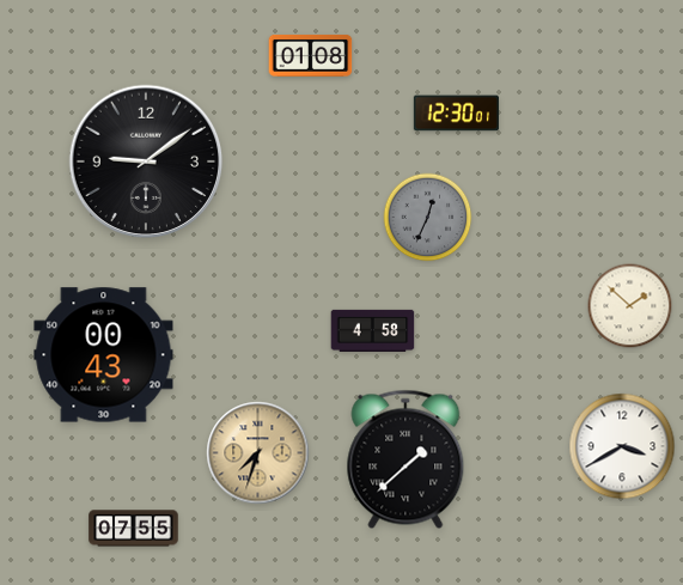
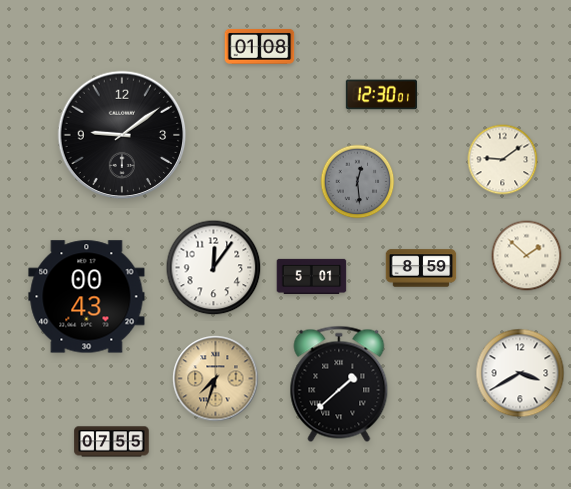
clock at (503, 160): none -> 9:09
clock at (428, 218): 12:34 -> 12:29
clock at (214, 268): none -> 12:06
clock at (421, 268): none -> 8:59
clock at (373, 330): 4:58 -> 5:01
